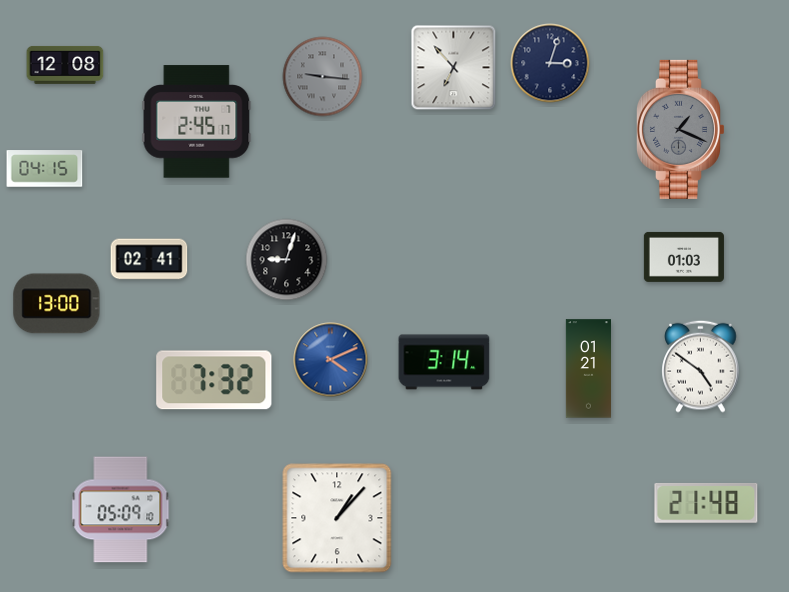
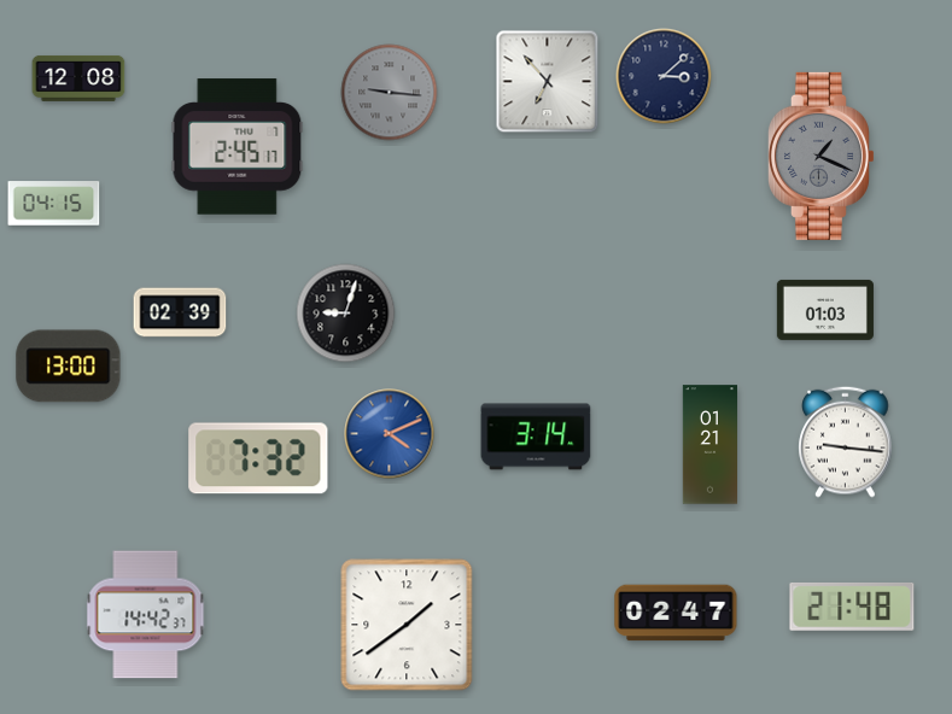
clock at (550, 63): 3:03 -> 3:08
clock at (149, 259): 02:41 -> 02:39
clock at (331, 360) position: (331, 360) -> (390, 434)
clock at (701, 366): 4:51 -> 9:16
clock at (676, 613): none -> 02:47
clock at (121, 510): 05:09 -> 14:42
clock at (337, 518): 1:07 -> 1:39
